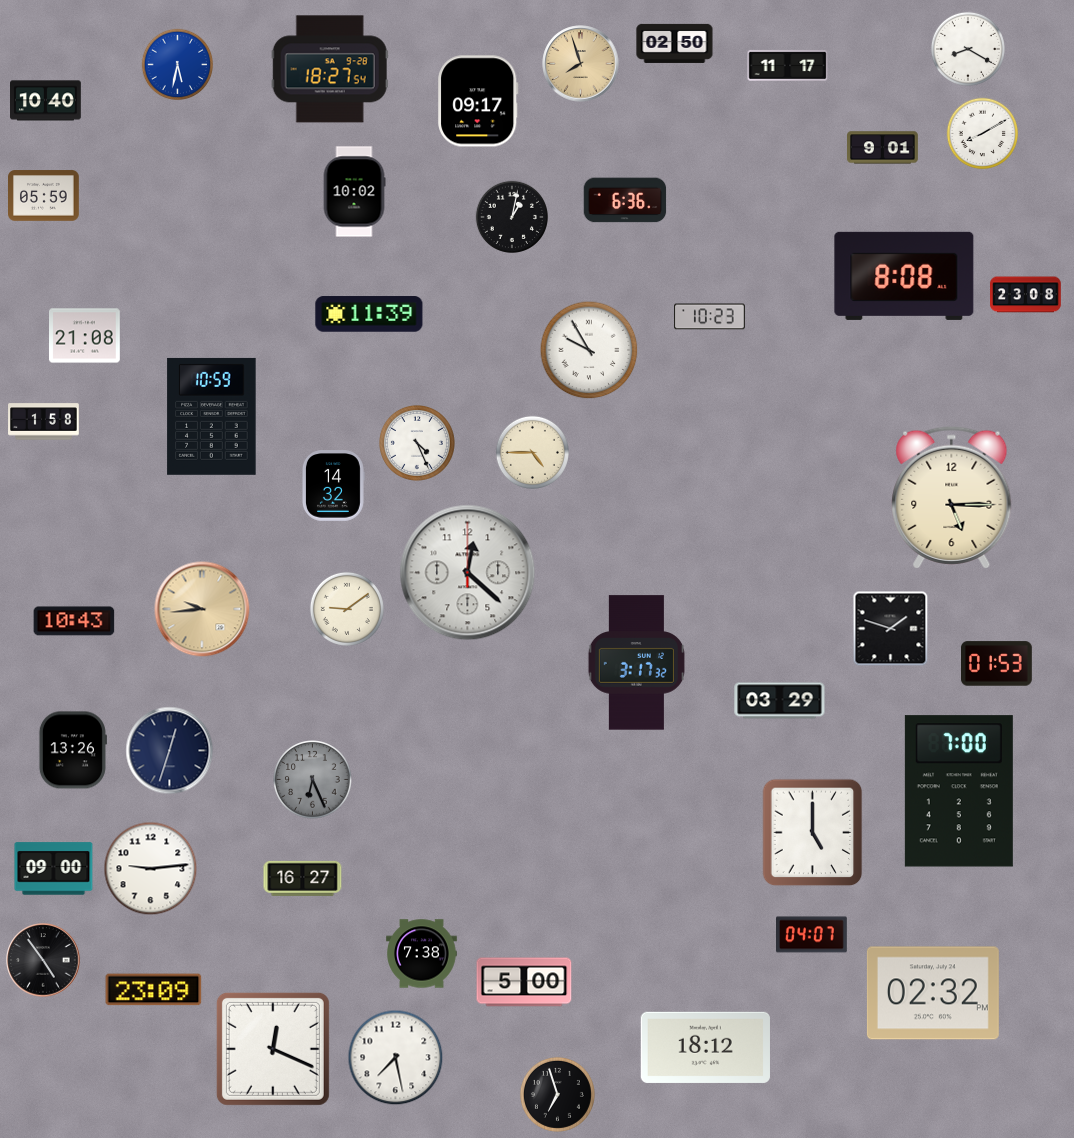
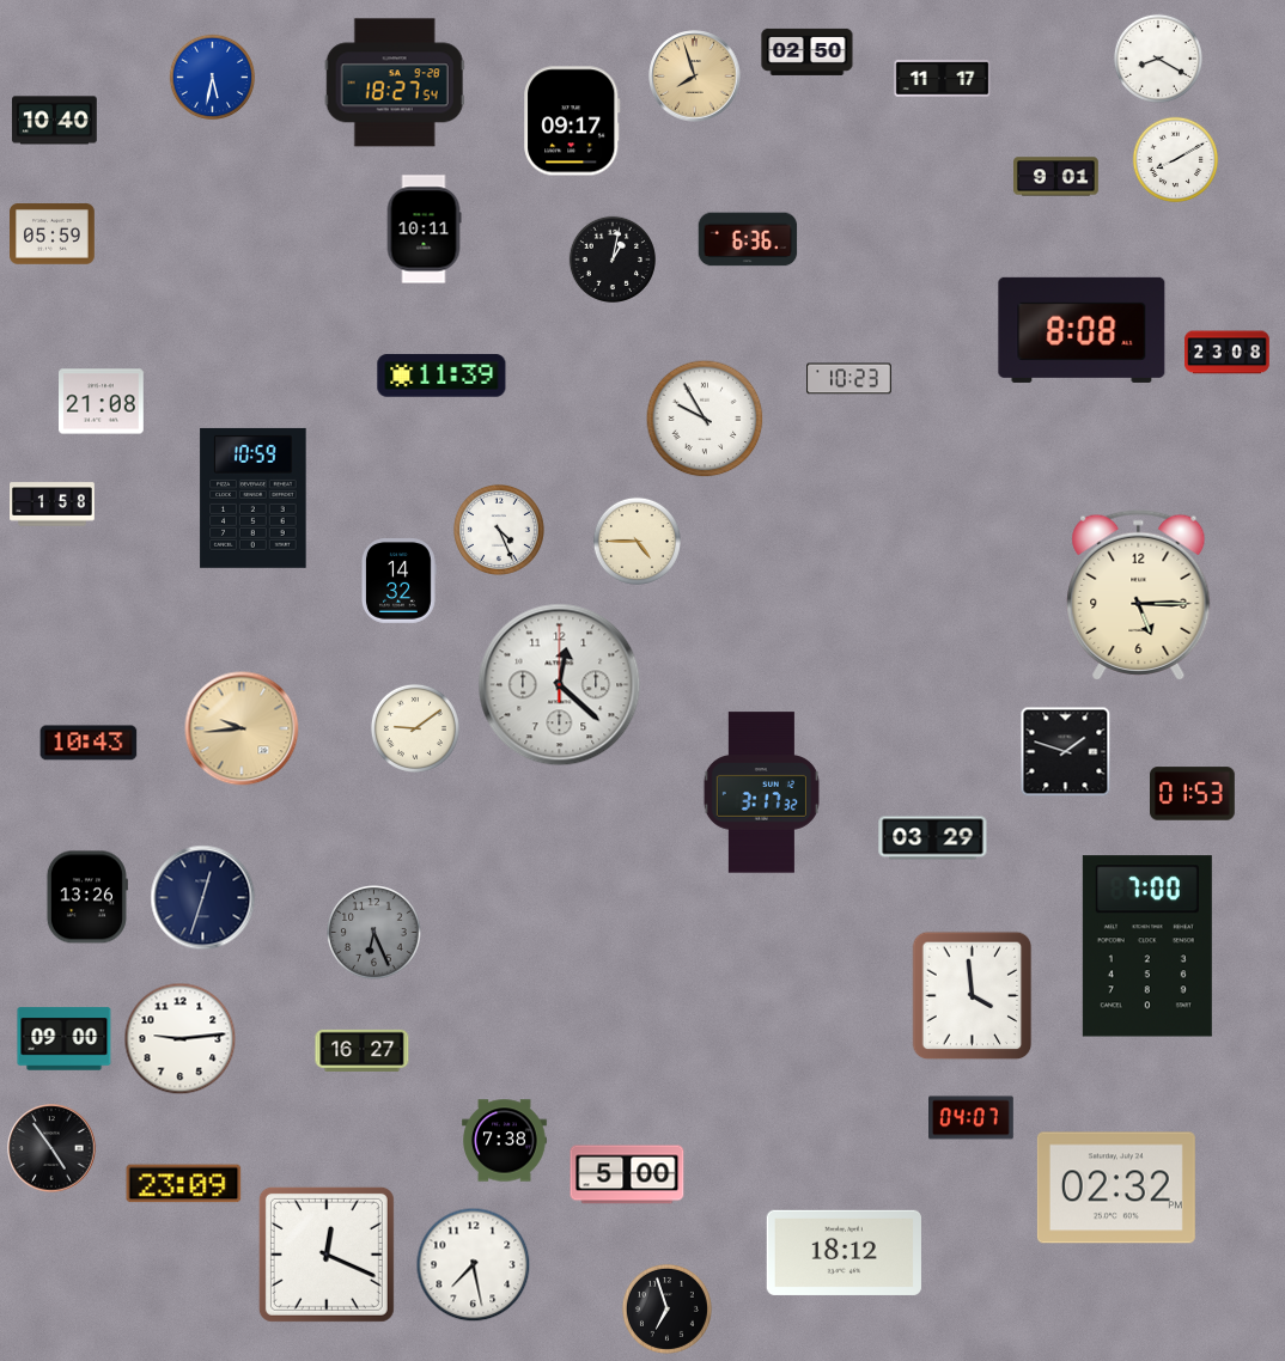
clock at (354, 192): 10:02 -> 10:11
clock at (813, 833): 5:00 -> 3:59
